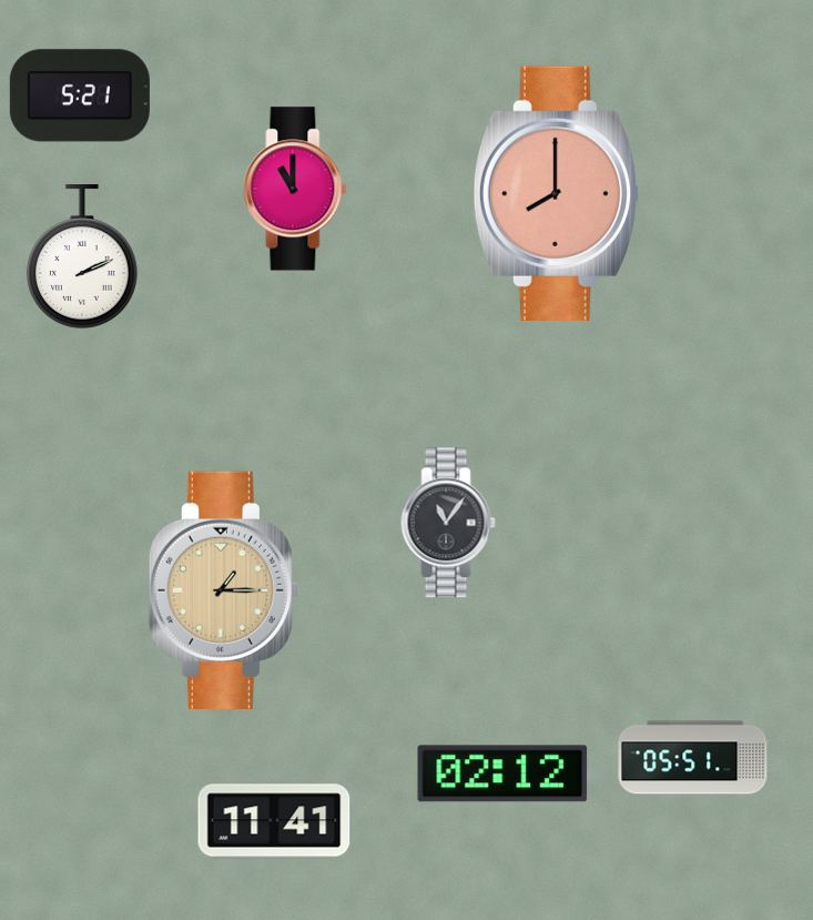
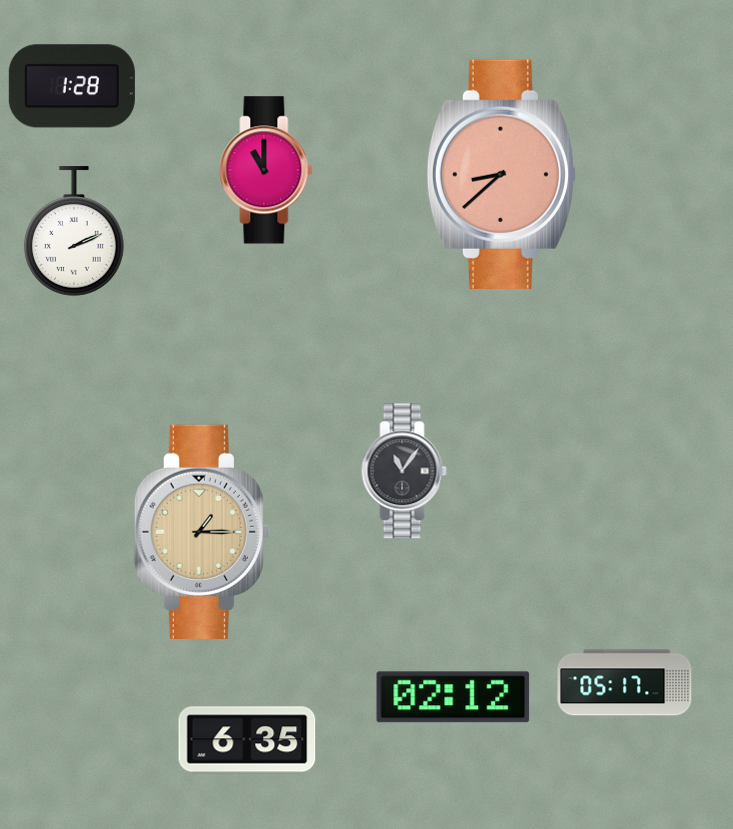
clock at (80, 95): 5:21 -> 1:28
clock at (556, 193): 8:00 -> 8:38
clock at (693, 758): 05:51 -> 05:17
clock at (274, 821): 11:41 -> 6:35
